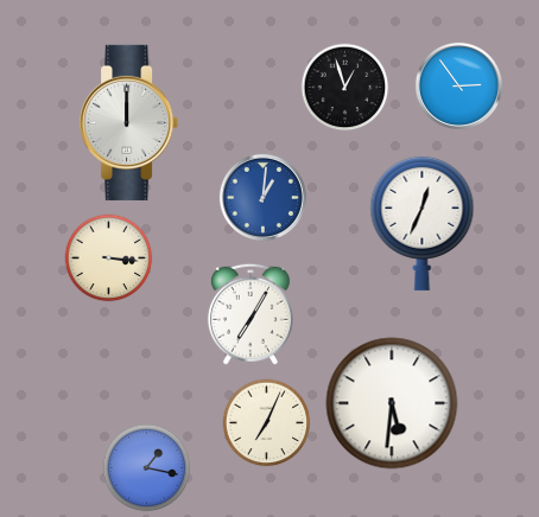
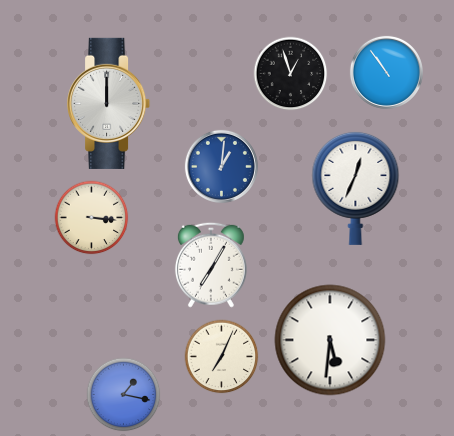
clock at (458, 85): 2:54 -> 10:54
clock at (267, 423) position: (267, 423) -> (222, 357)
